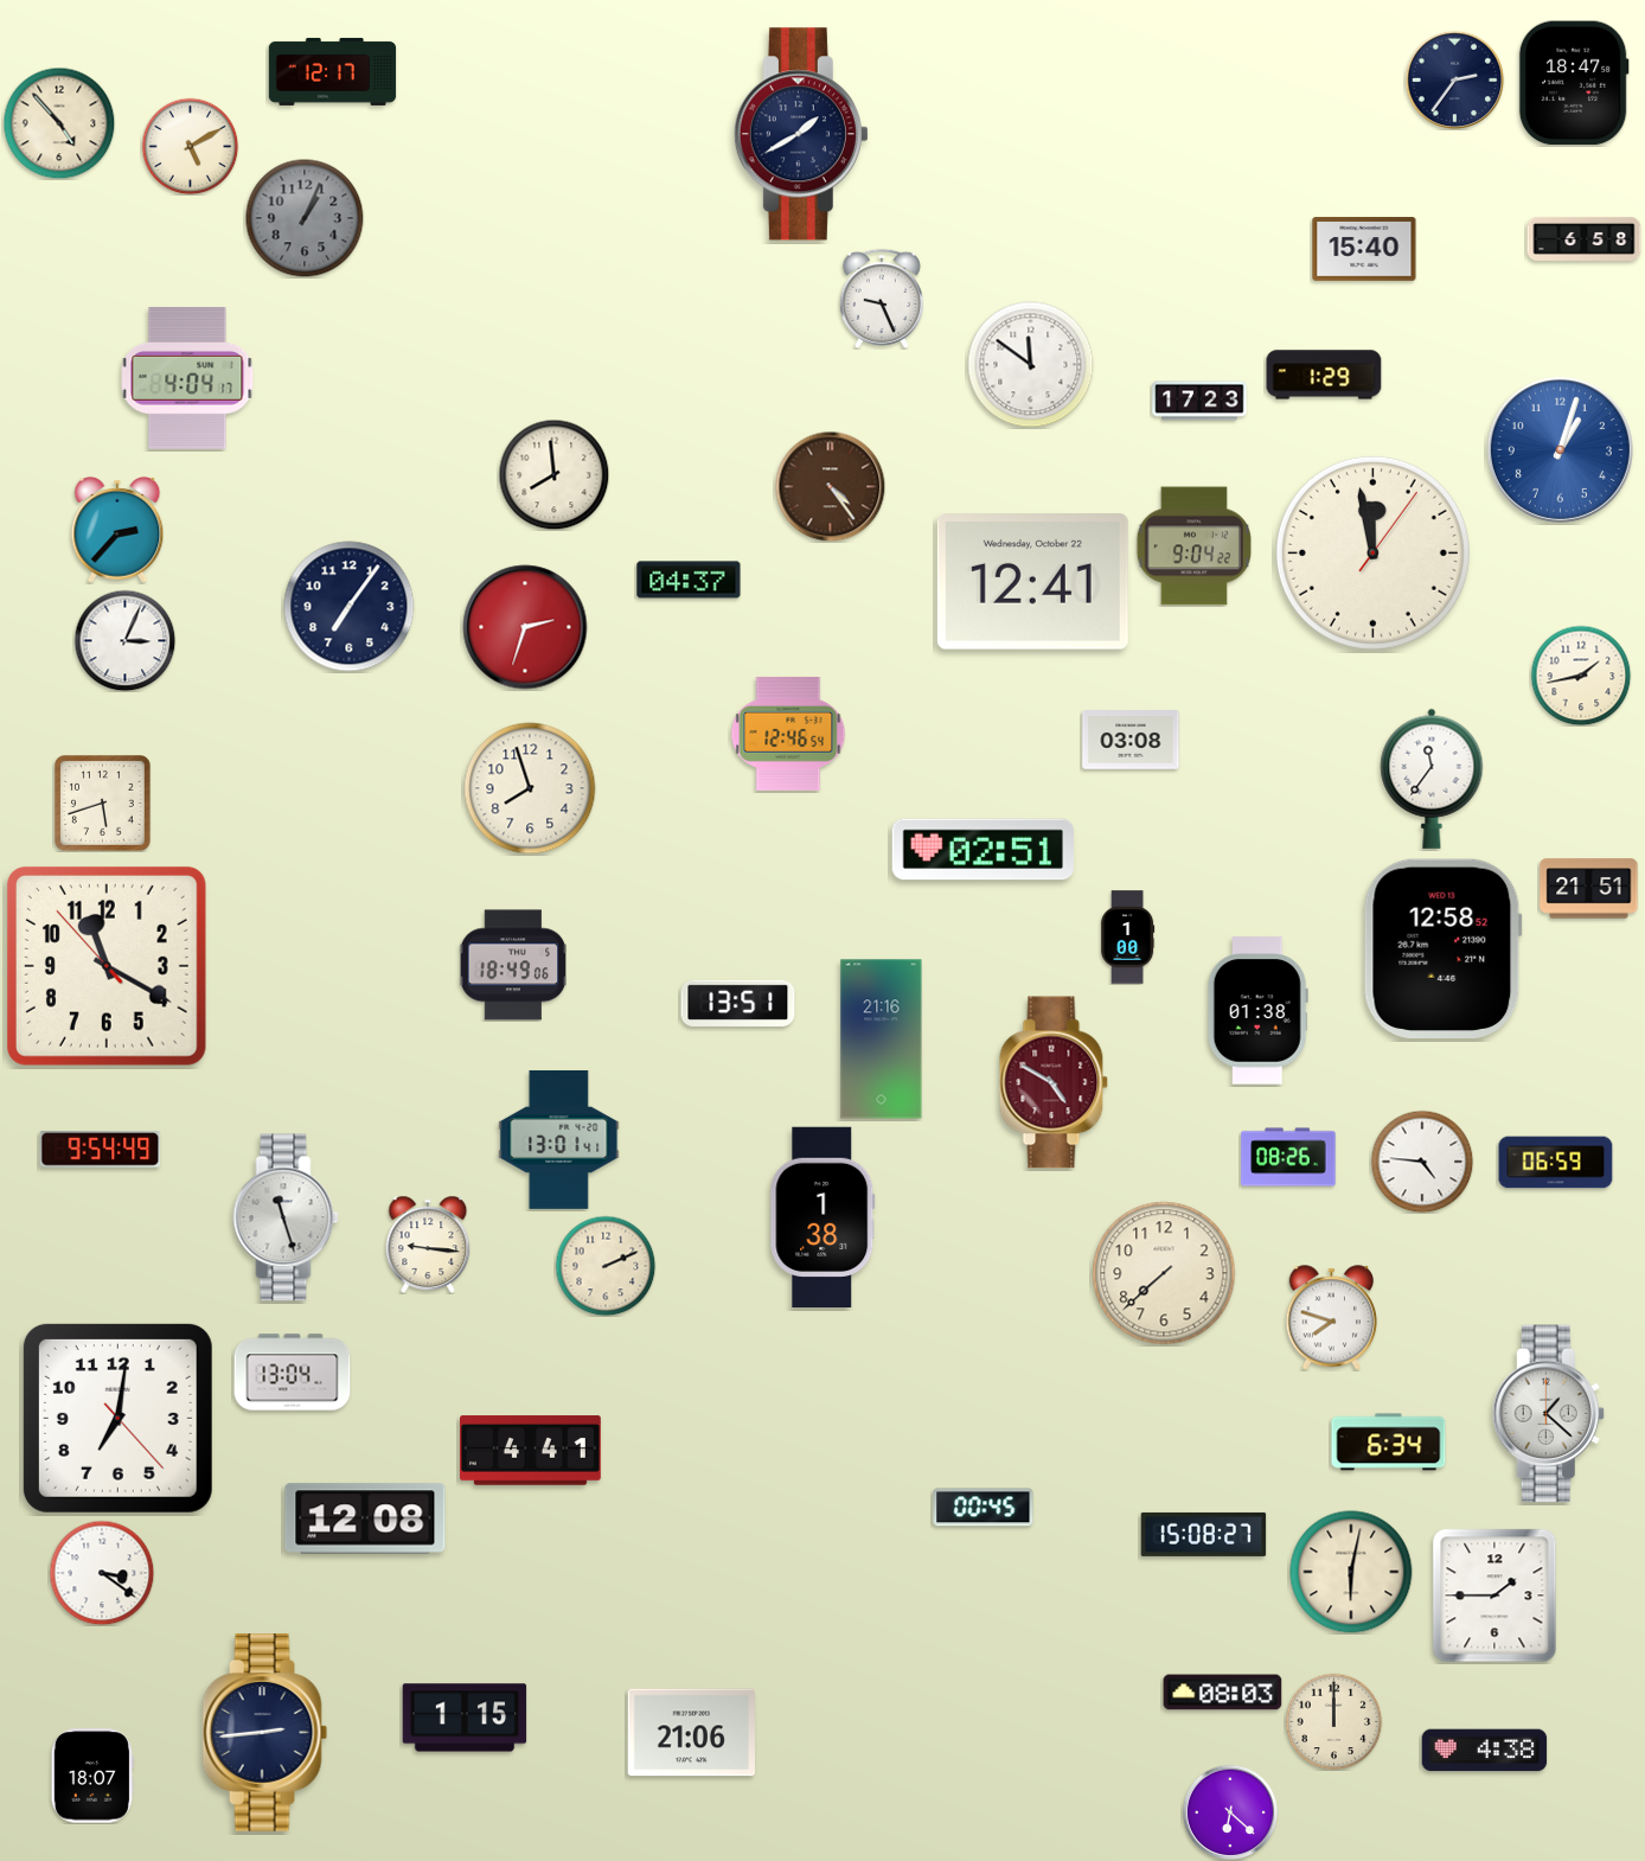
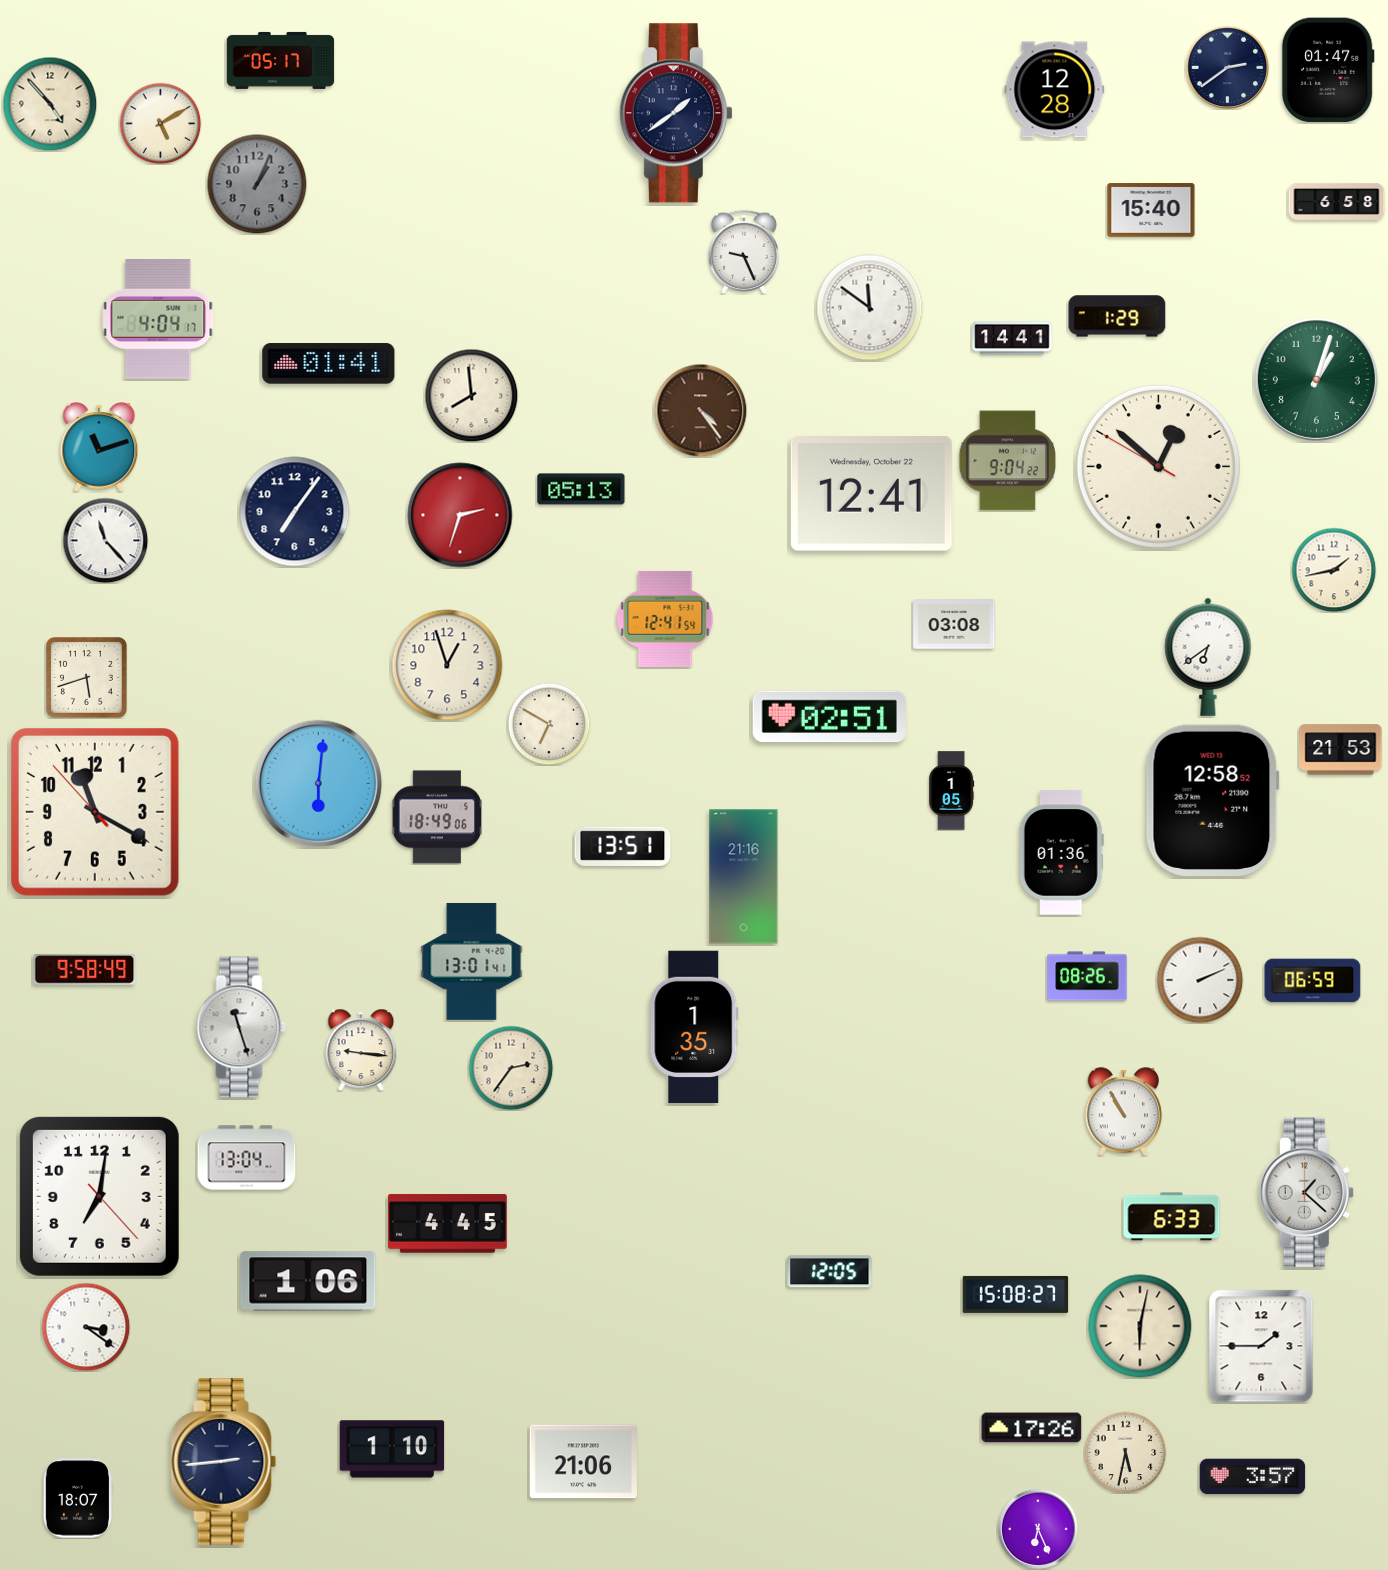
clock at (333, 71): 12:17 -> 05:17
clock at (1454, 79): 2:36 -> 2:39
clock at (1574, 83): 18:47 -> 01:47
clock at (1055, 90): none -> 12:28
clock at (801, 134): 1:40 -> 1:39
clock at (1199, 401): 17:23 -> 14:41
clock at (329, 364): none -> 01:41
clock at (1560, 449) dial: blue -> green
clock at (553, 474) position: (553, 474) -> (471, 395)
clock at (117, 530): 2:37 -> 11:12
clock at (1372, 552): 11:58 -> 12:51
clock at (689, 580): 04:37 -> 05:13
clock at (1032, 582) position: (1032, 582) -> (871, 494)
clock at (525, 627) position: (525, 627) -> (460, 515)
clock at (124, 640): 3:04 -> 11:23
clock at (788, 734): 12:46 -> 12:41
clock at (1432, 779): 11:36 -> 6:39
clock at (530, 788): 7:57 -> 12:57
clock at (549, 724): none -> 6:50
clock at (1589, 889): 21:51 -> 21:53
clock at (318, 783): none -> 6:01
clock at (1128, 938): 1:00 -> 1:05
clock at (1442, 948) position: (1442, 948) -> (1212, 800)
clock at (512, 965) position: (512, 965) -> (436, 817)
clock at (107, 966) position: (107, 966) -> (95, 812)
clock at (1257, 1011): 01:38 -> 01:36
clock at (1054, 1082): 4:50 -> none
clock at (101, 1150): 9:54 -> 9:58
clock at (1422, 1162): 4:46 -> 2:11
clock at (823, 1217): 1:38 -> 1:35
clock at (606, 1266): 2:11 -> 2:36
clock at (1164, 1273): 7:38 -> none
clock at (1332, 1318): 7:48 -> 10:55
clock at (1389, 1443): 6:34 -> 6:33
clock at (531, 1451): 4:41 -> 4:45
clock at (984, 1508): 00:45 -> 12:05
clock at (365, 1518): 12:08 -> 1:06
clock at (1223, 1693): 08:03 -> 17:26
clock at (465, 1718): 1:15 -> 1:10
clock at (1333, 1721): 12:00 -> 5:32
clock at (1485, 1751): 4:38 -> 3:57
clock at (1230, 1812): 6:22 -> 6:26
